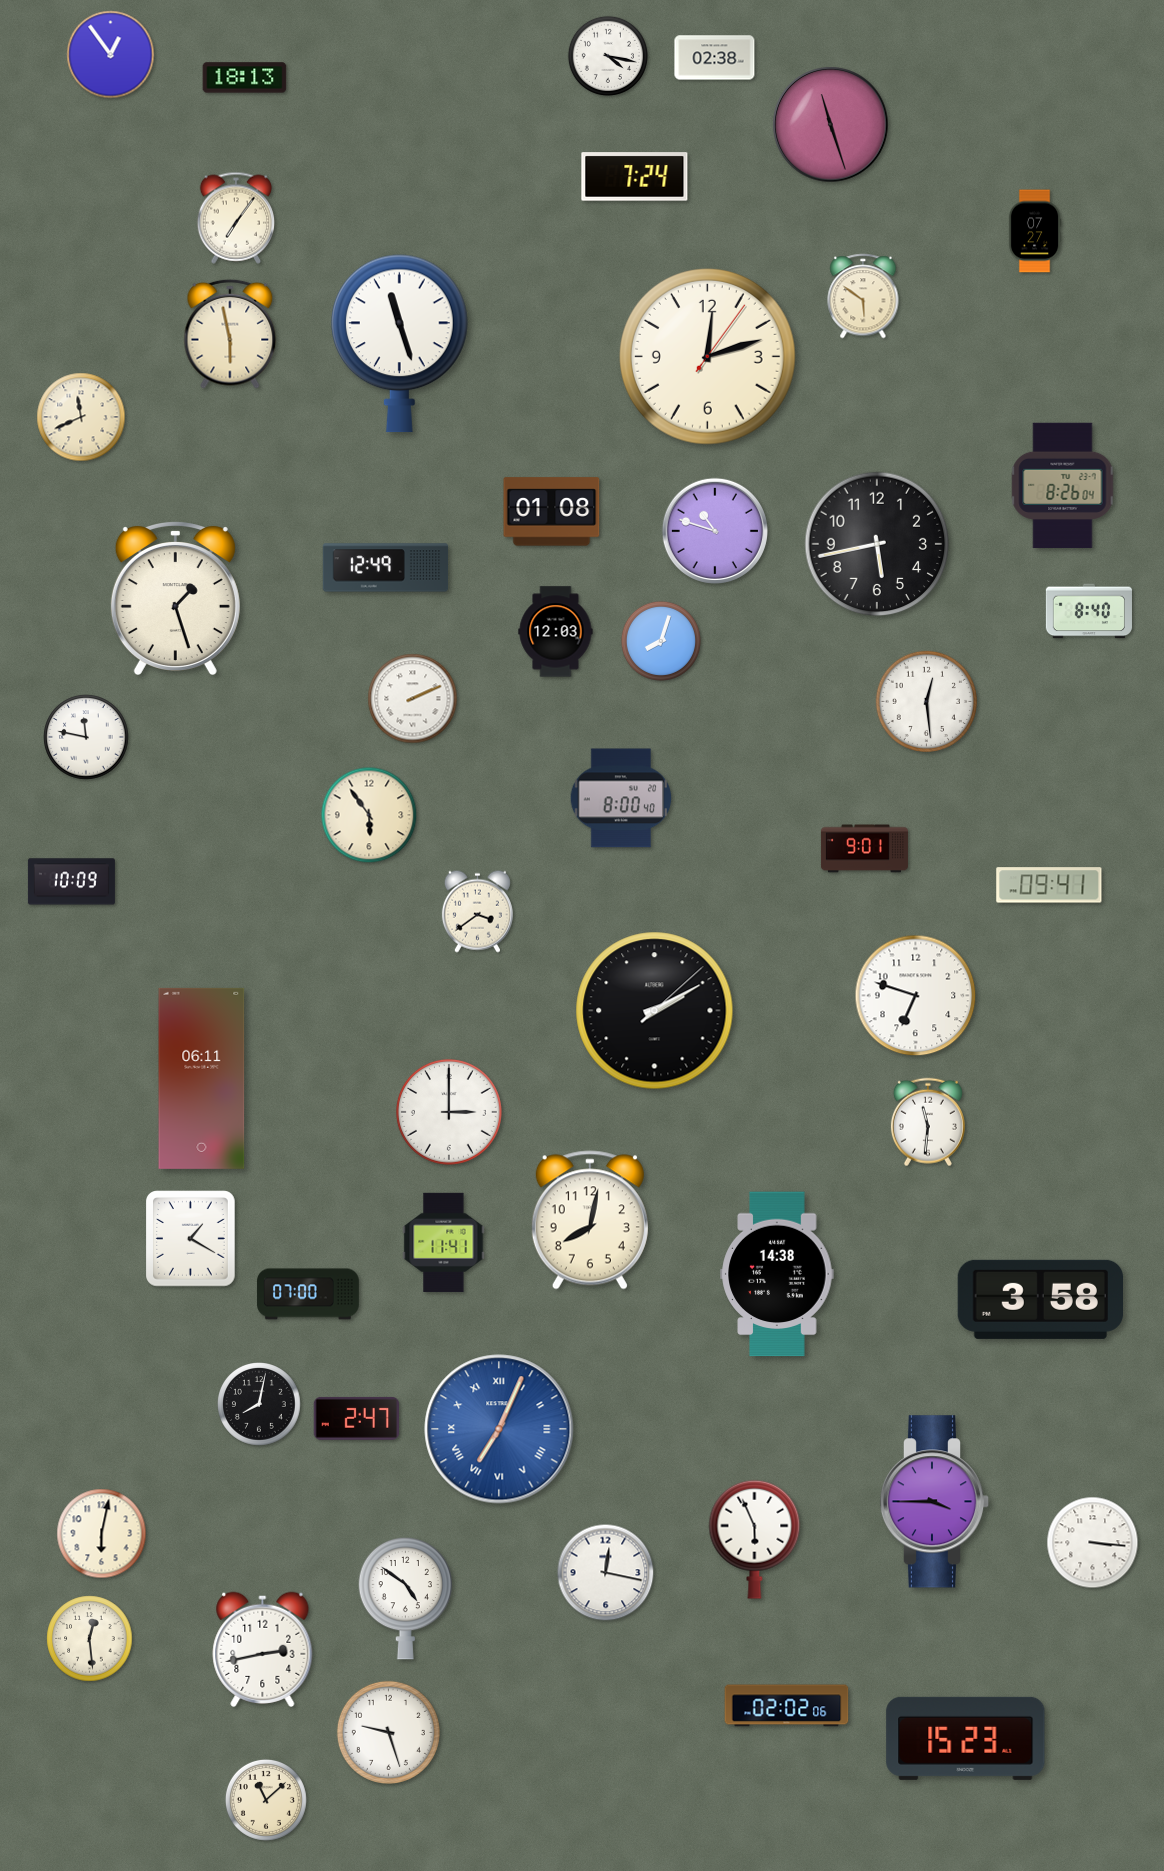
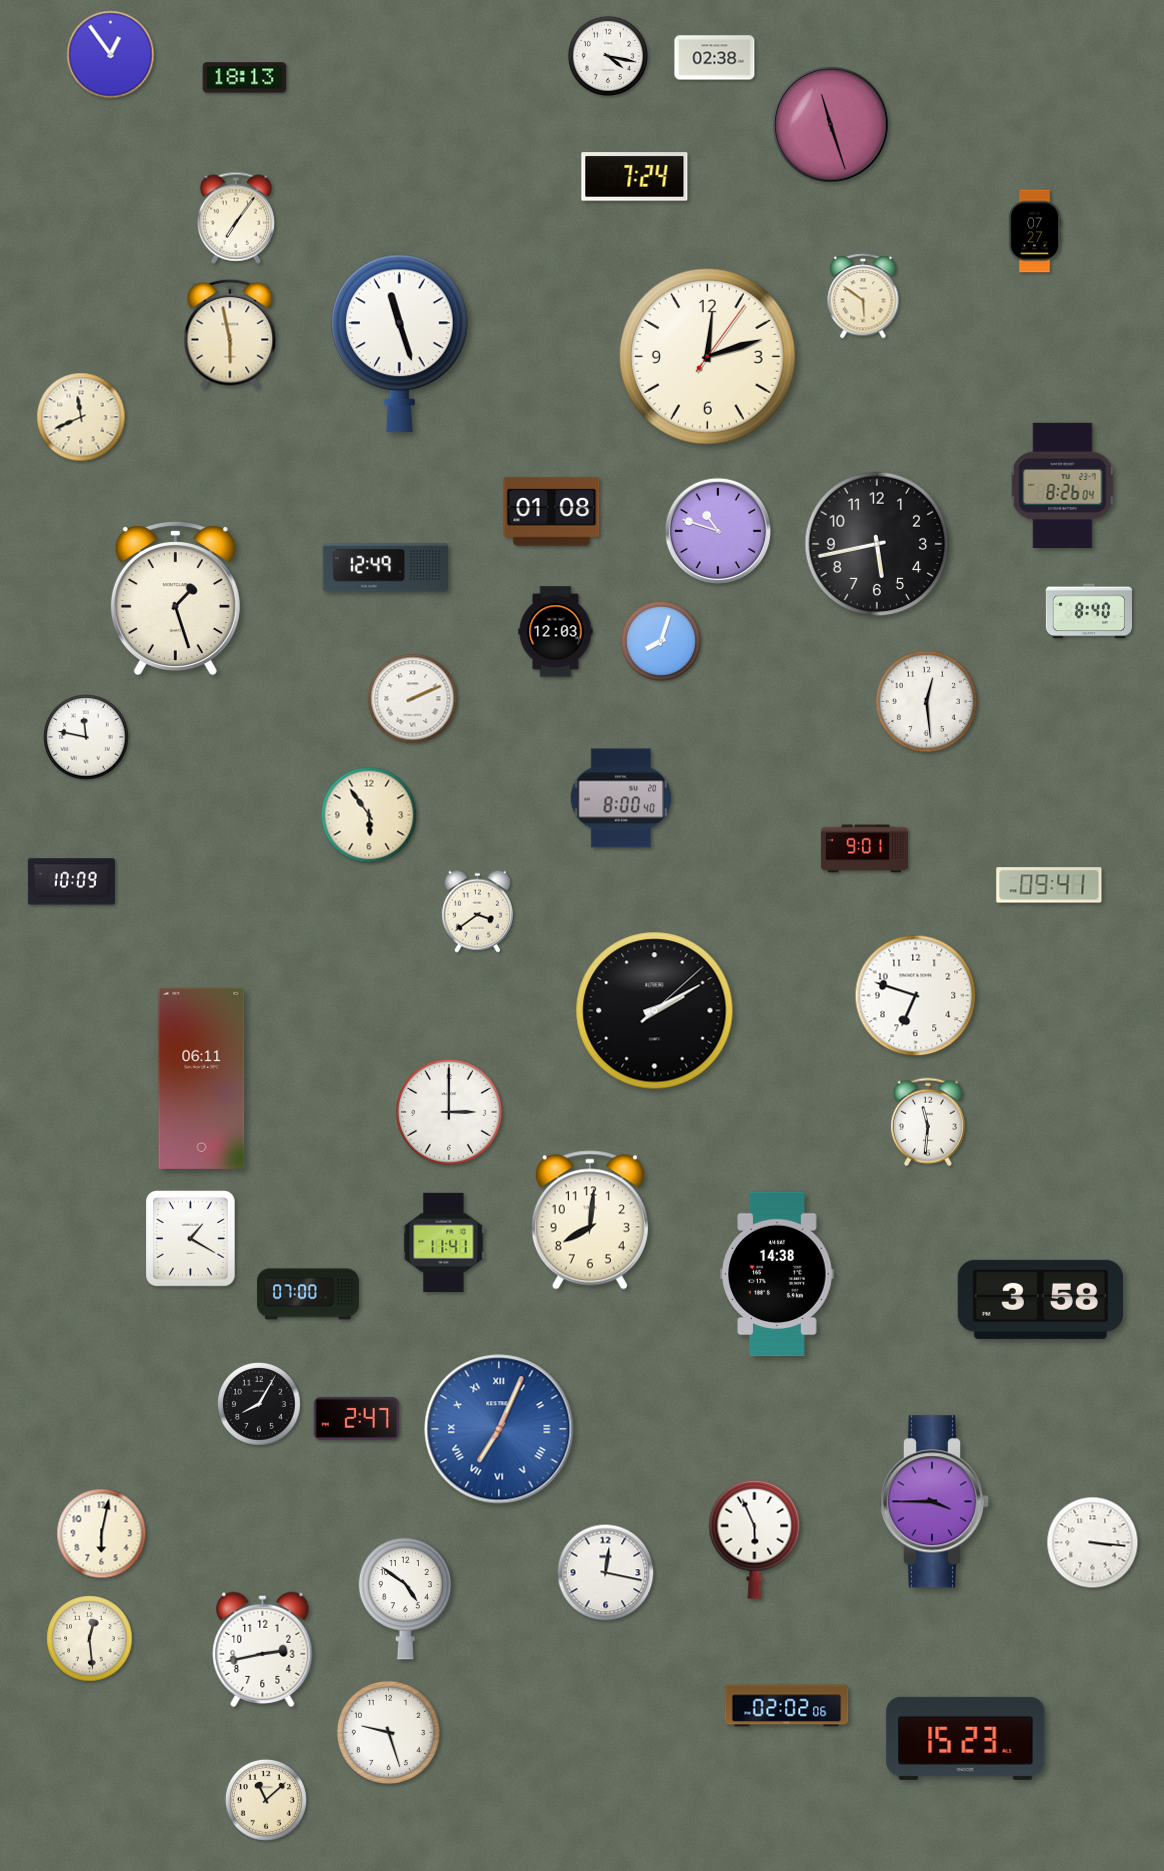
clock at (715, 531) position: (715, 531) -> (718, 531)
clock at (590, 1220): 8:02 -> 8:01
clock at (260, 1405): 8:02 -> 8:05
